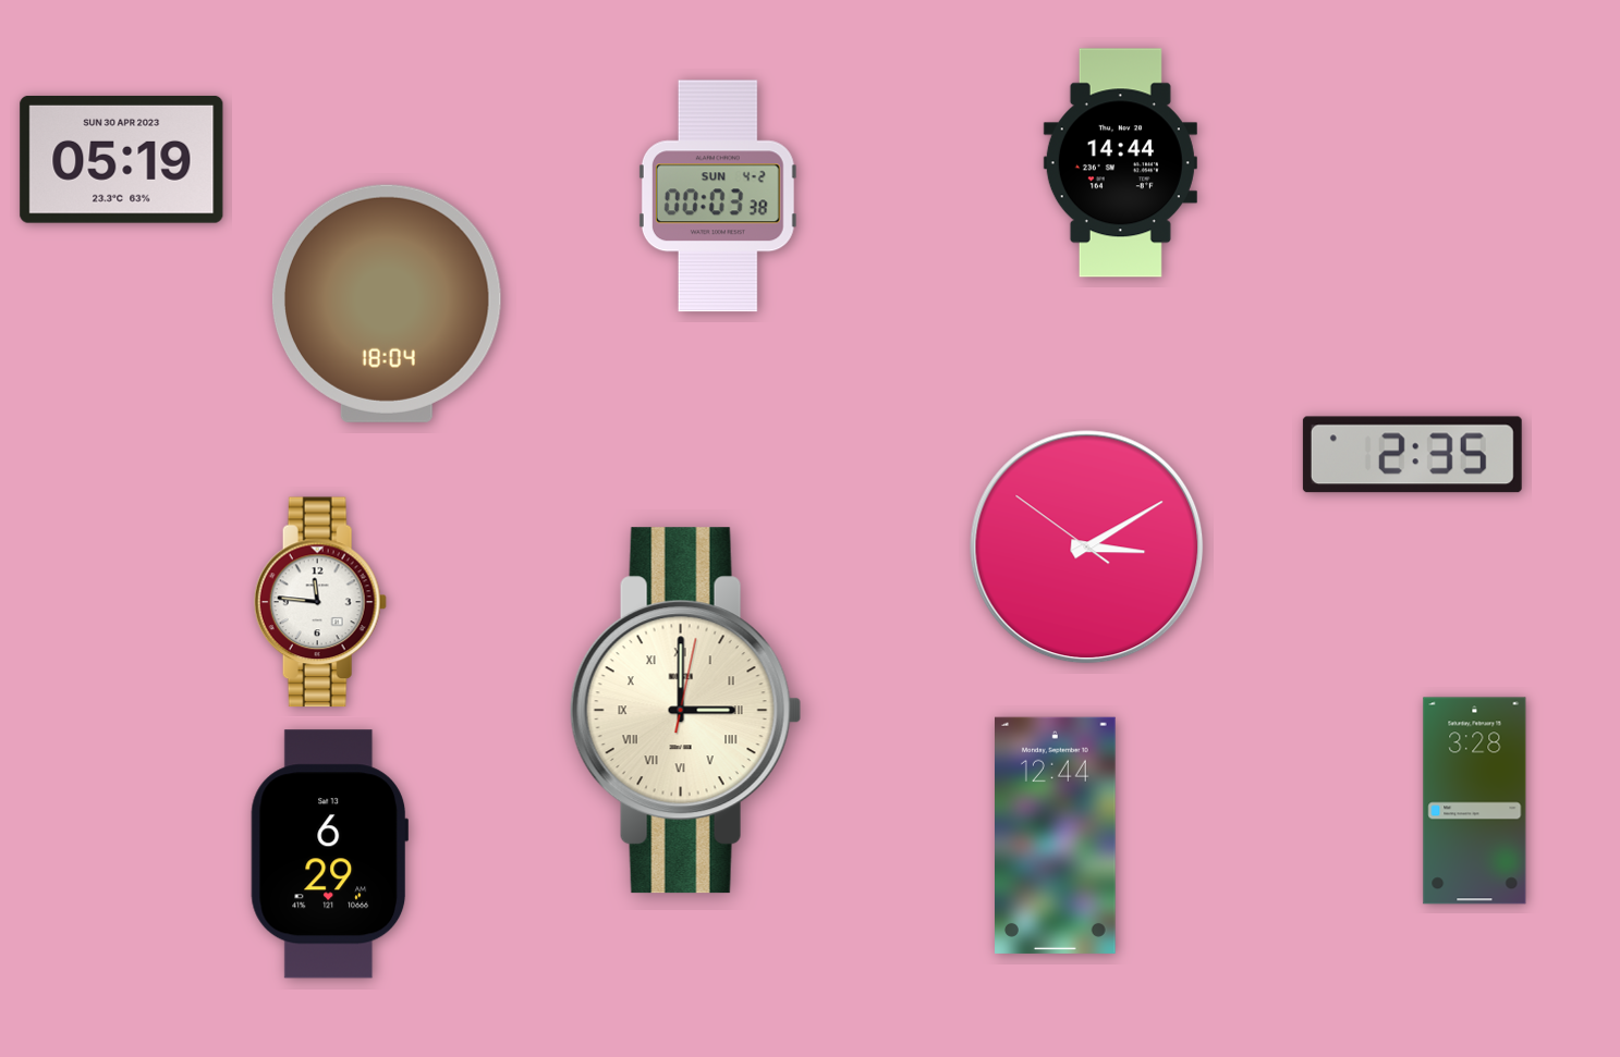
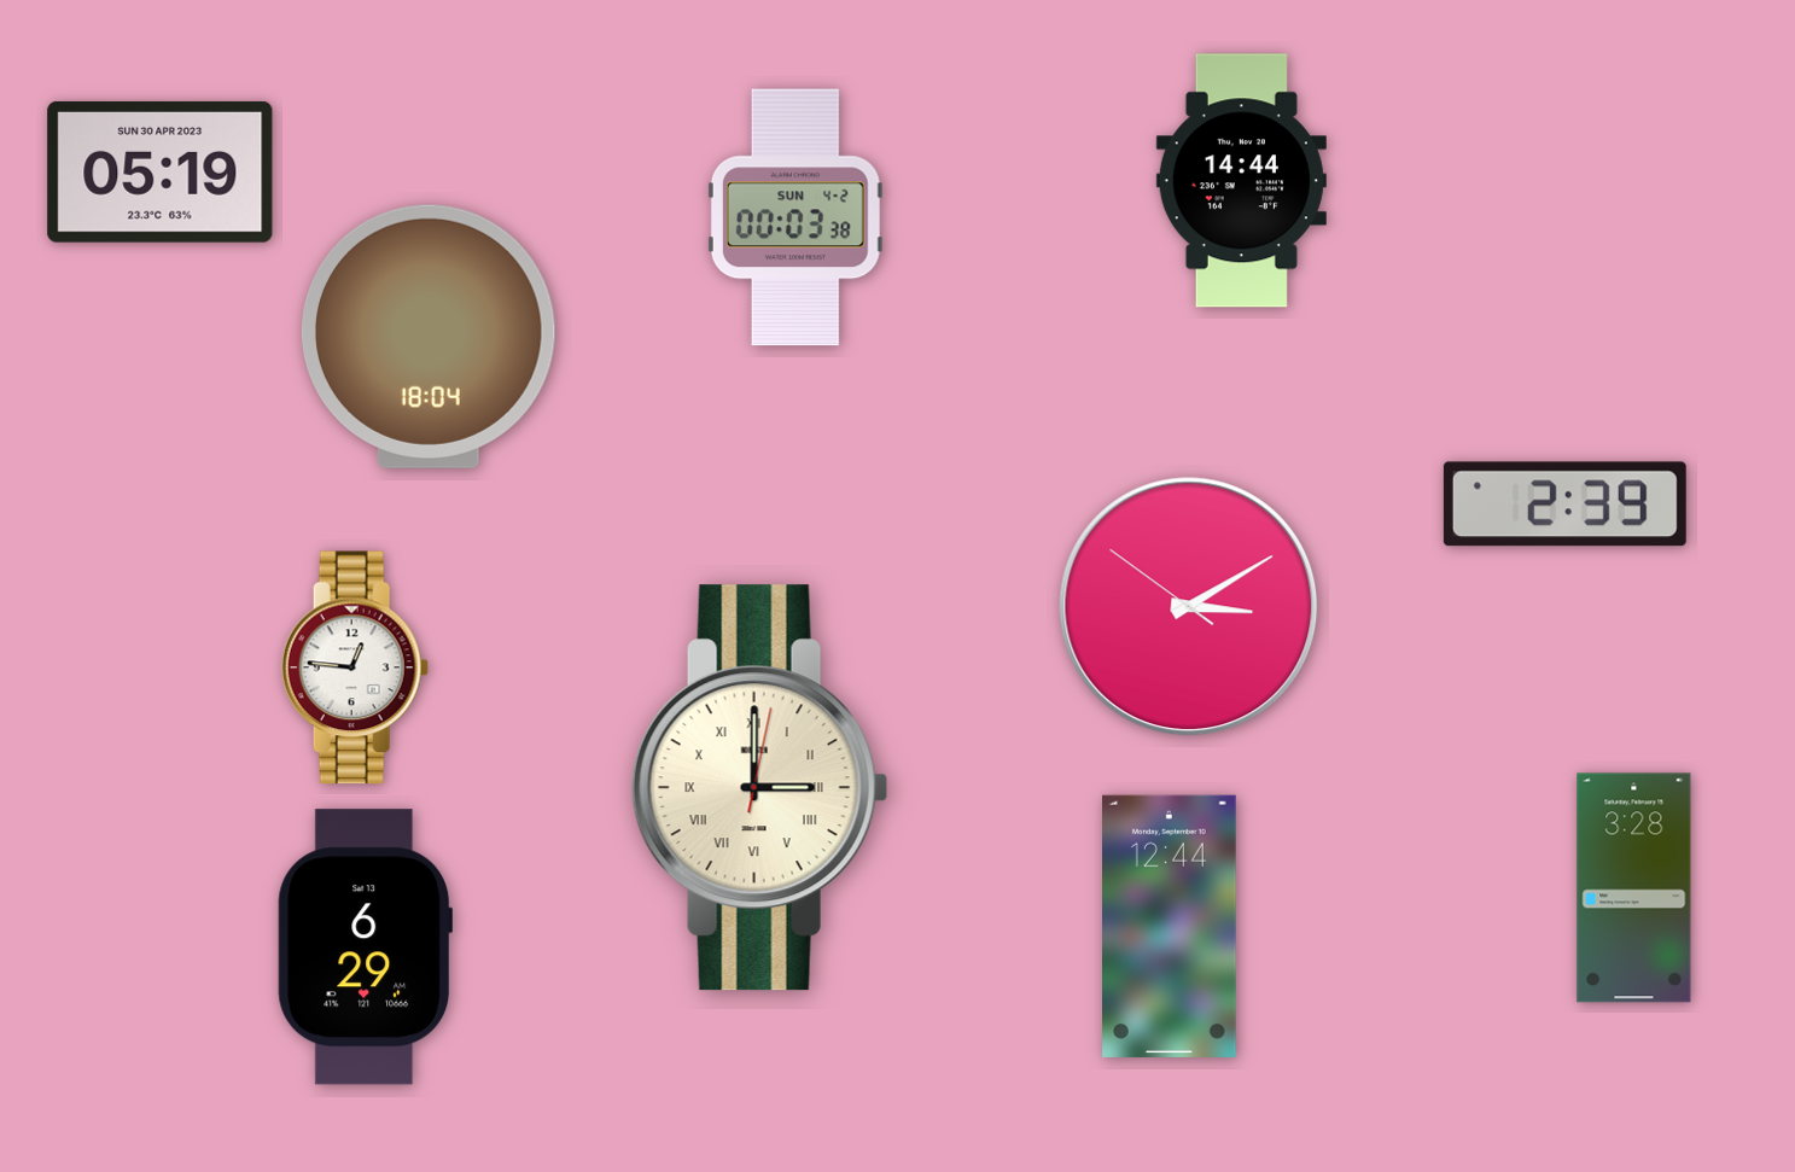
clock at (122, 159) position: (122, 159) -> (161, 171)
clock at (1412, 455): 2:35 -> 2:39
clock at (1087, 548) position: (1087, 548) -> (1189, 607)
clock at (320, 602): 11:46 -> 12:46
